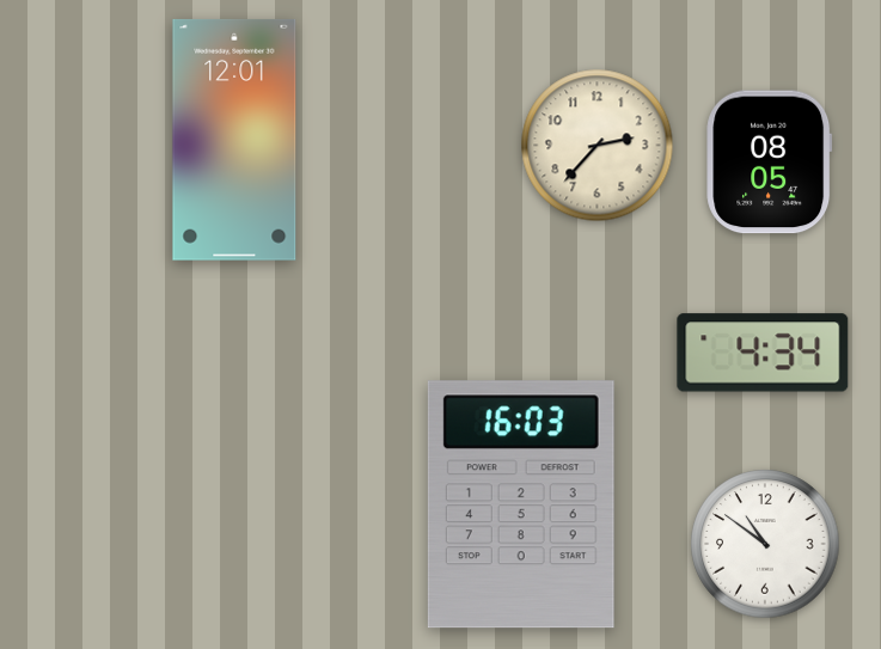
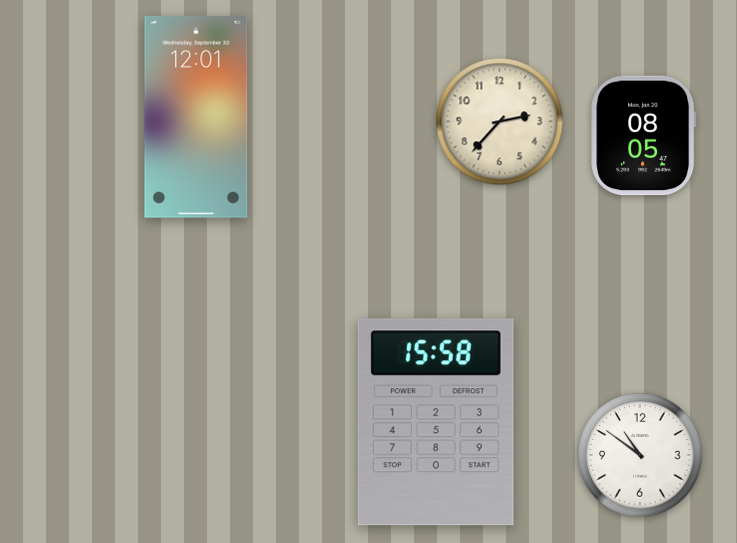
clock at (763, 353): 4:34 -> none
clock at (521, 504): 16:03 -> 15:58
